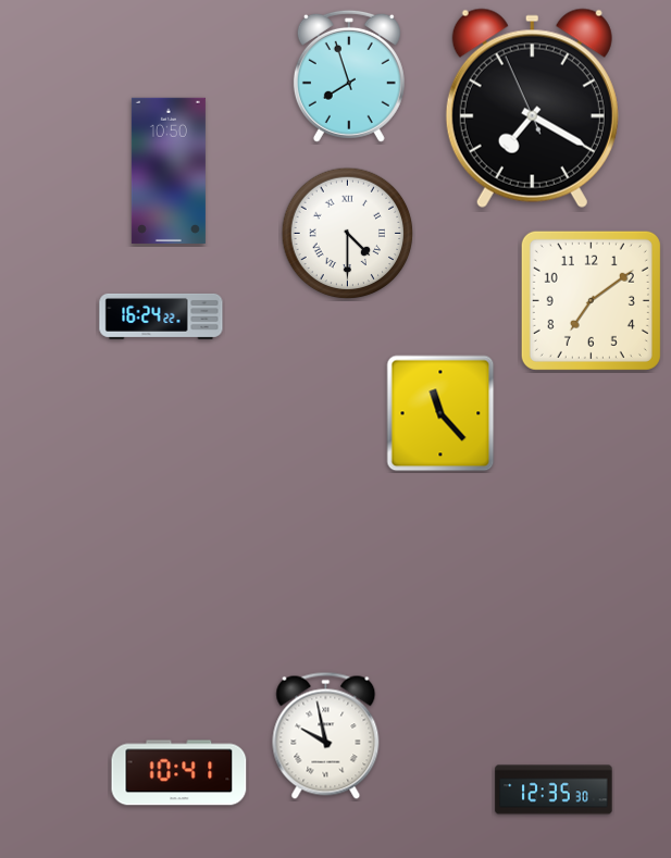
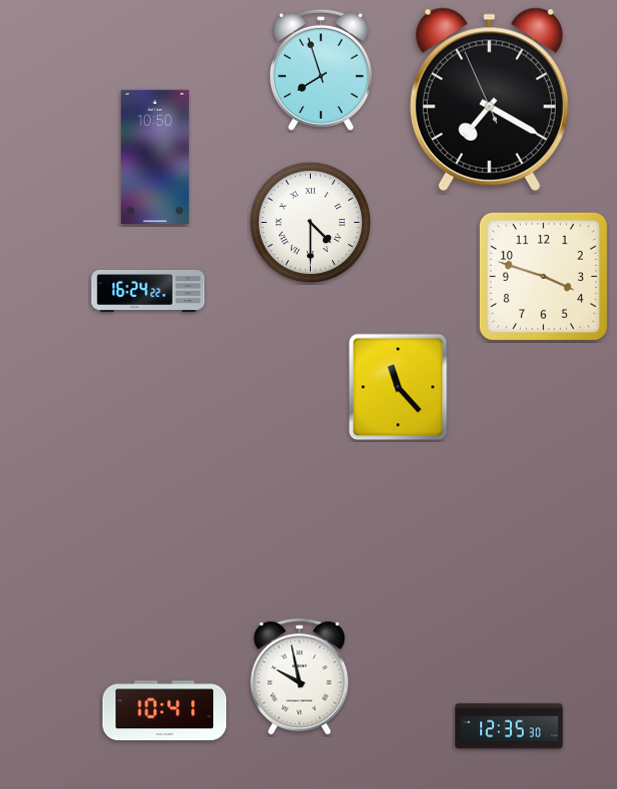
clock at (348, 234) position: (348, 234) -> (311, 223)
clock at (591, 300): 7:09 -> 3:48
clock at (440, 413) position: (440, 413) -> (398, 387)
